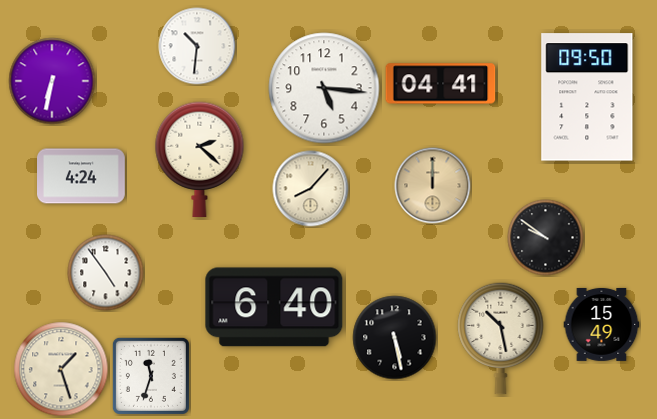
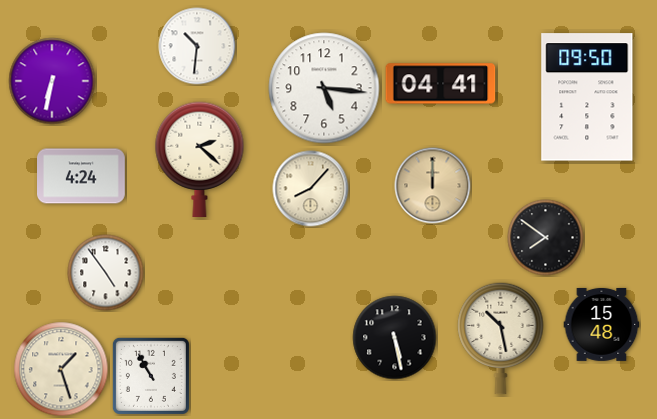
clock at (546, 238): 9:51 -> 7:51
clock at (274, 307): 6:40 -> none
clock at (602, 324): 15:49 -> 15:48
clock at (151, 376): 11:33 -> 10:55
